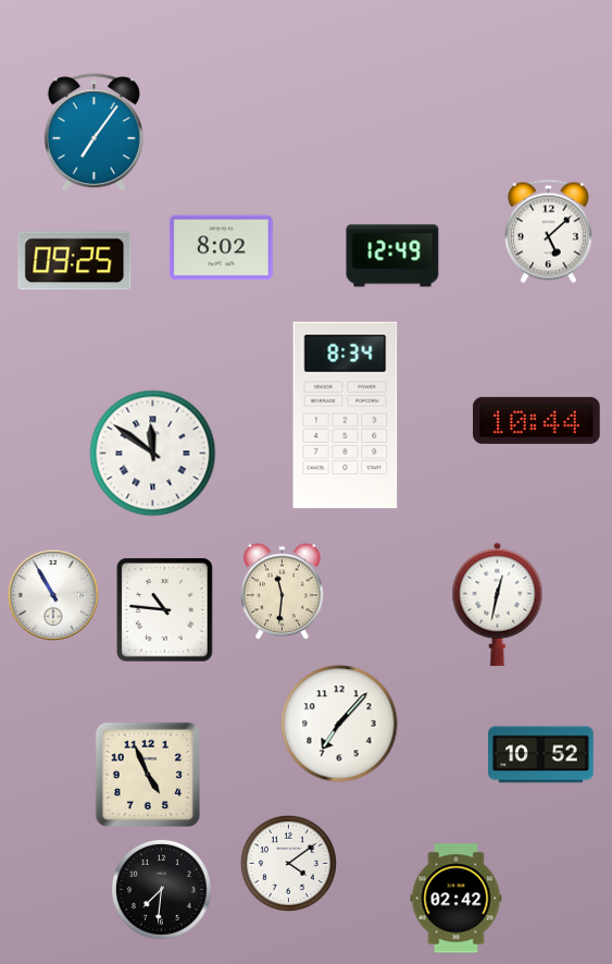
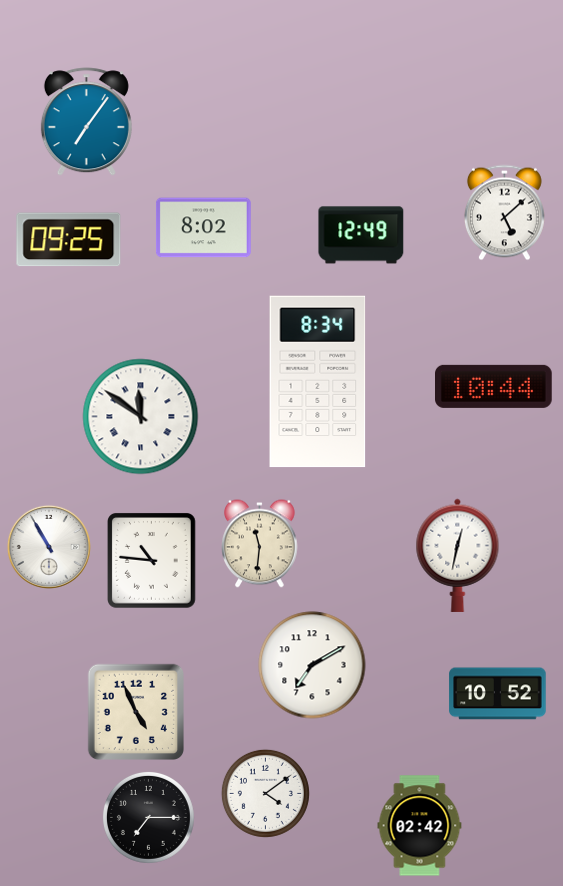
clock at (339, 724): 7:07 -> 7:10
clock at (161, 889): 7:31 -> 7:15
